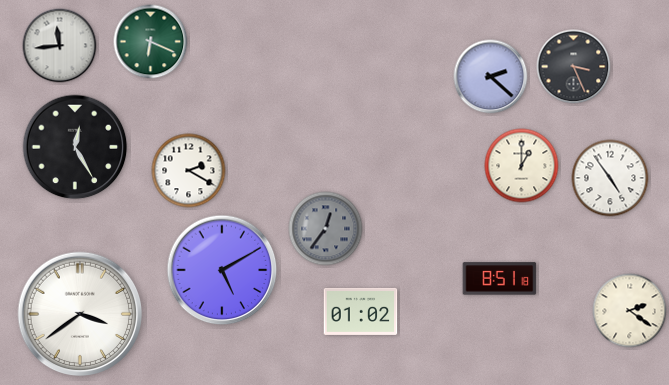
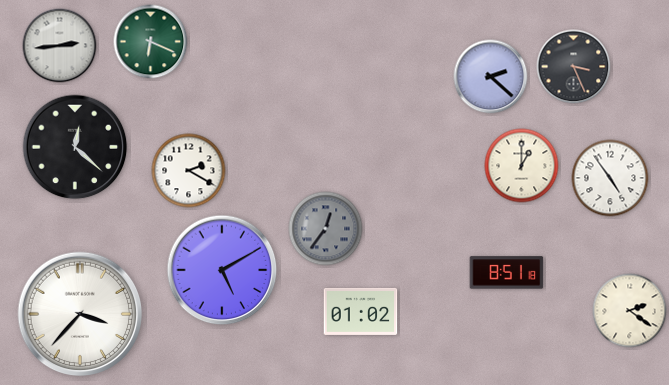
clock at (60, 46): 11:44 -> 2:44
clock at (75, 147): 12:25 -> 12:22
clock at (500, 279) position: (500, 279) -> (507, 273)
clock at (80, 314): 3:39 -> 3:37
